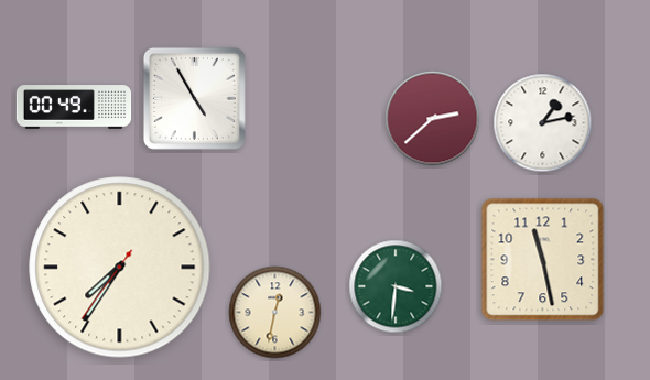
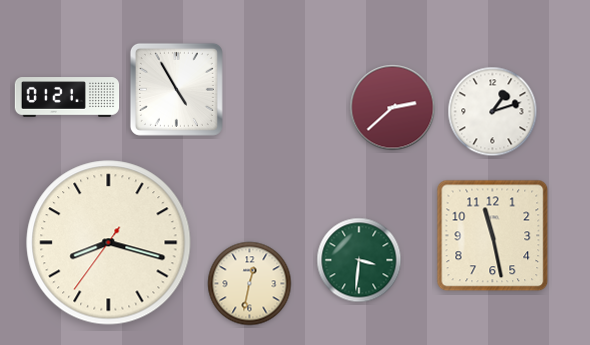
clock at (74, 107): 00:49 -> 01:21
clock at (543, 123): 1:13 -> 1:12
clock at (120, 268): 7:35 -> 8:17
